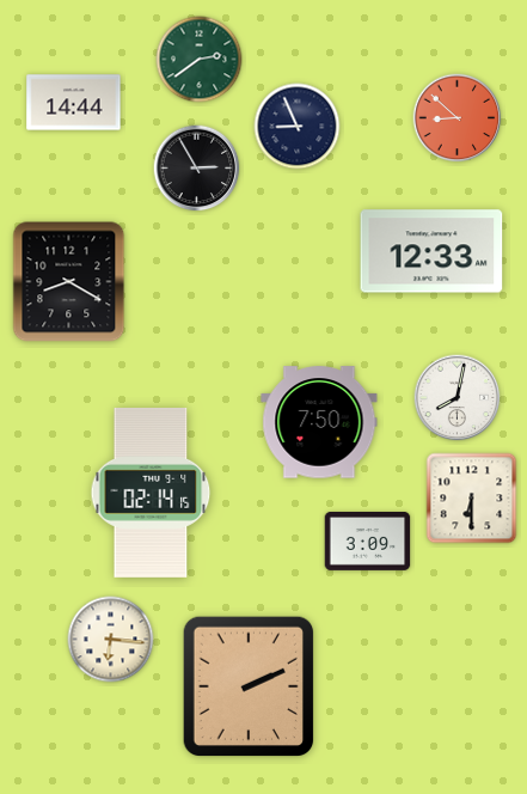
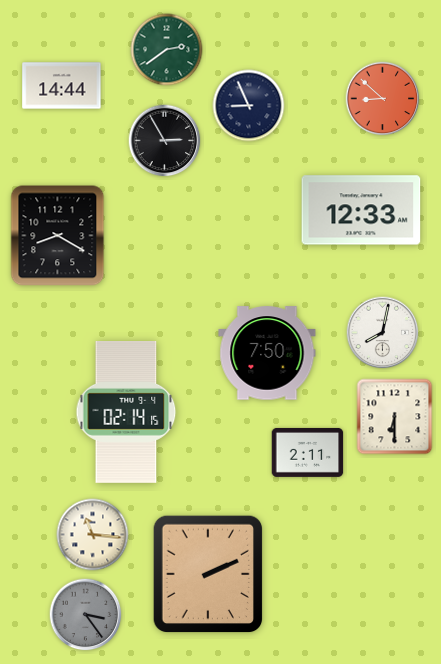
clock at (368, 540): 3:09 -> 2:11
clock at (111, 640): 6:16 -> 11:16
clock at (86, 615): none -> 3:24
